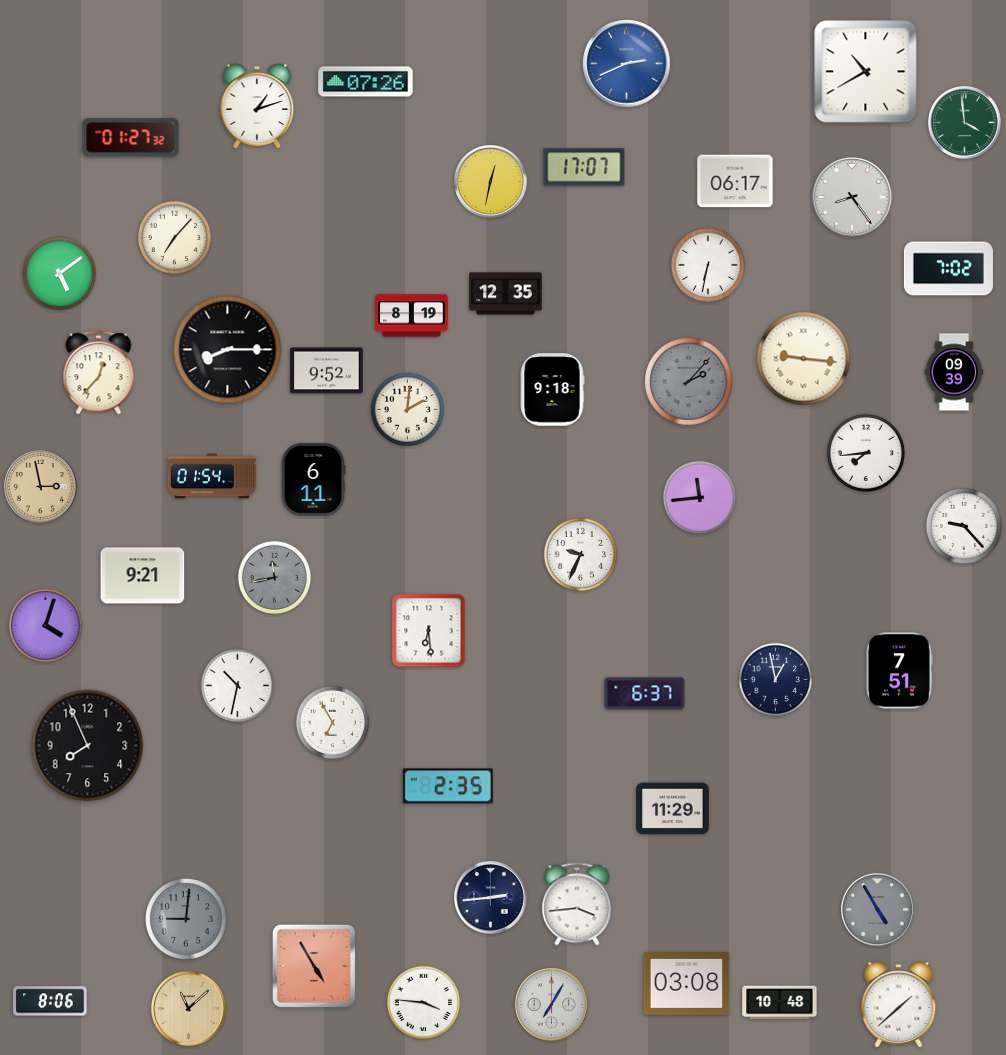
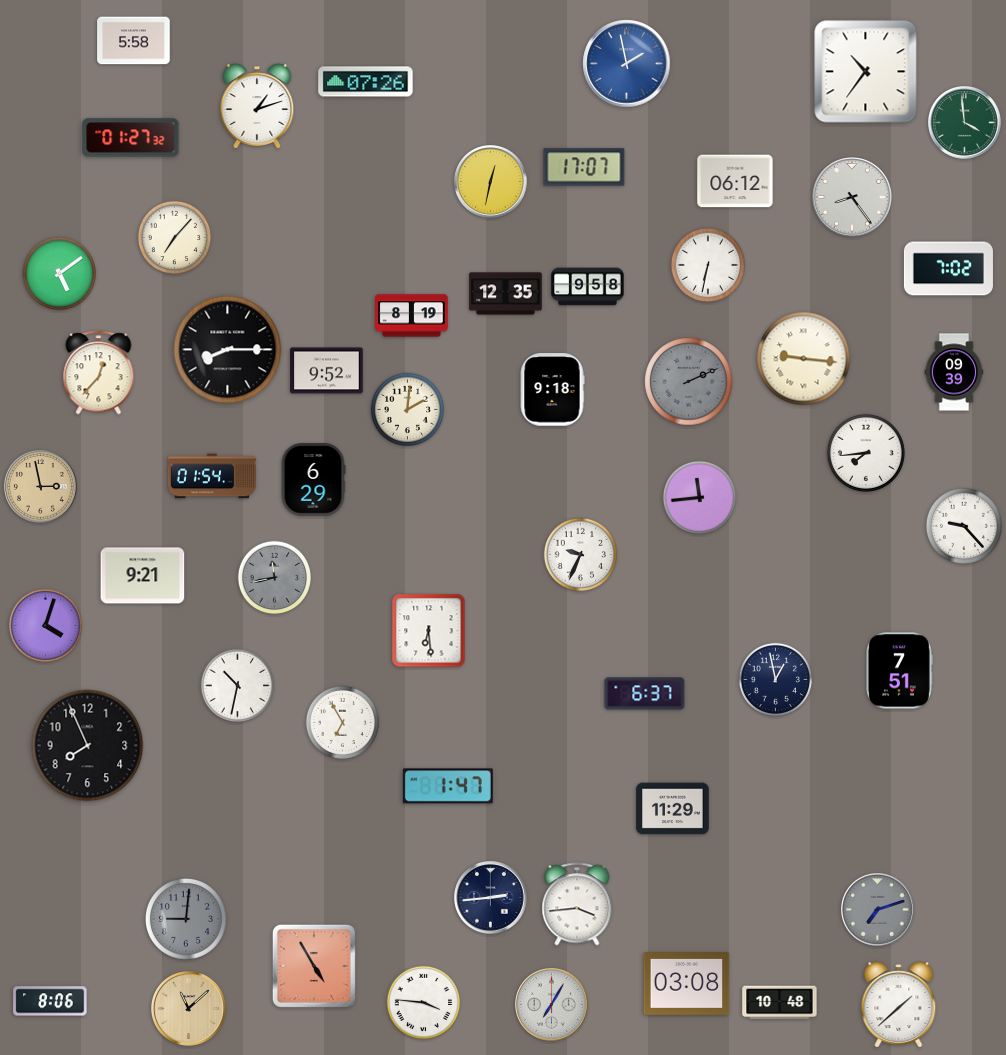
clock at (134, 41): none -> 5:58
clock at (627, 64): 2:41 -> 1:58
clock at (866, 72): 10:40 -> 10:36
clock at (735, 181): 06:17 -> 06:12
clock at (588, 287): none -> 9:58
clock at (689, 382): 2:07 -> 2:11
clock at (313, 480): 6:11 -> 6:29
clock at (333, 723) position: (333, 723) -> (343, 723)
clock at (448, 786): 2:35 -> 1:47
clock at (878, 910): 4:55 -> 7:12
